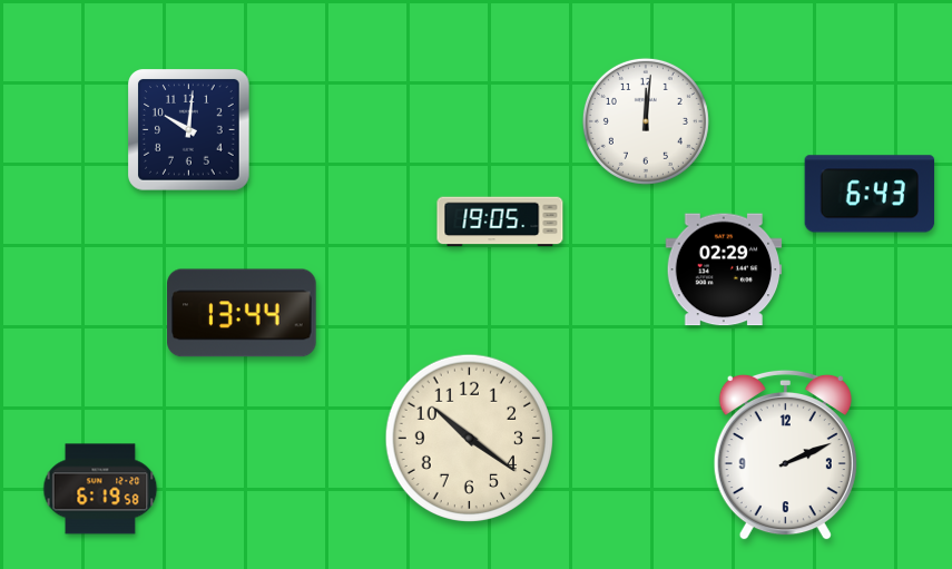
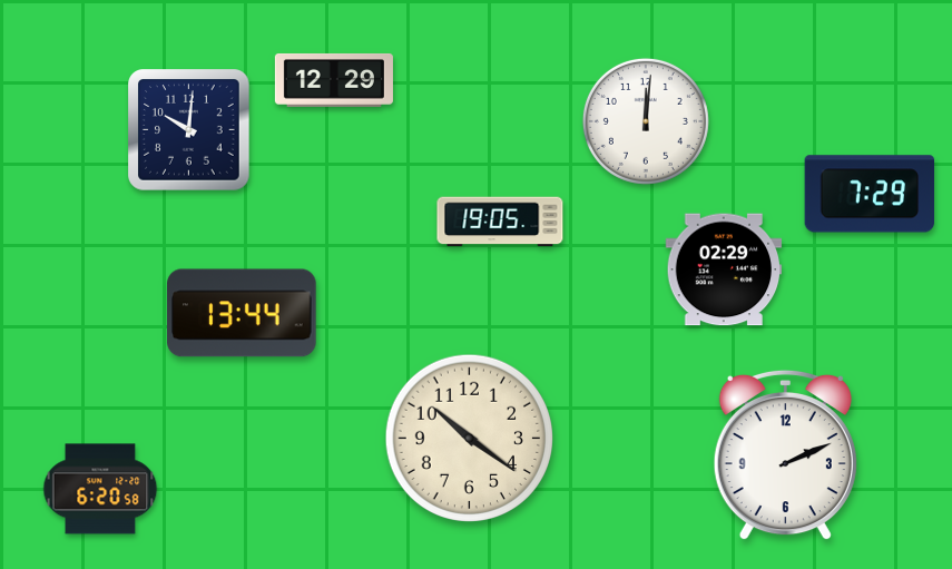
clock at (334, 80): none -> 12:29
clock at (870, 194): 6:43 -> 7:29
clock at (100, 489): 6:19 -> 6:20
